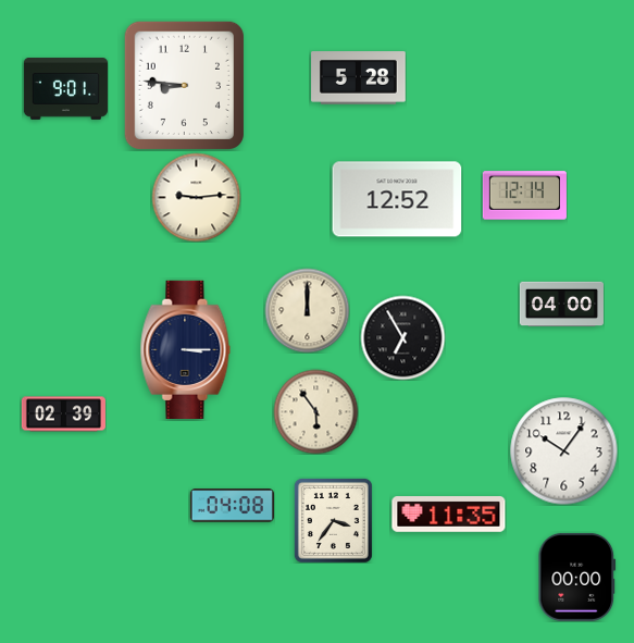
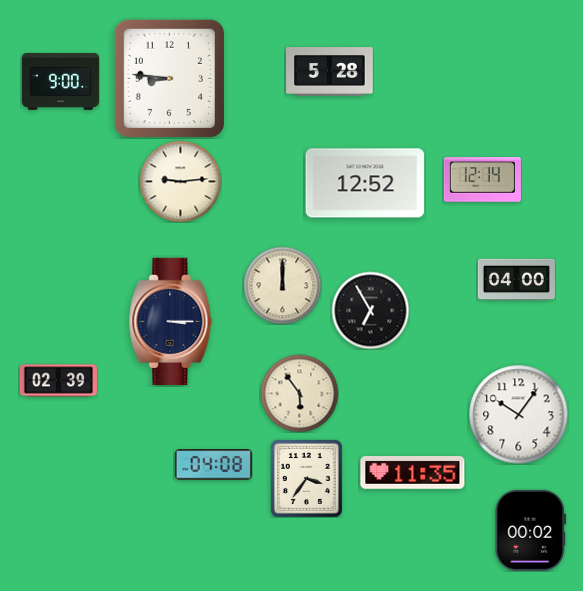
clock at (65, 88): 9:01 -> 9:00
clock at (315, 411) position: (315, 411) -> (299, 393)
clock at (577, 577): 00:00 -> 00:02
